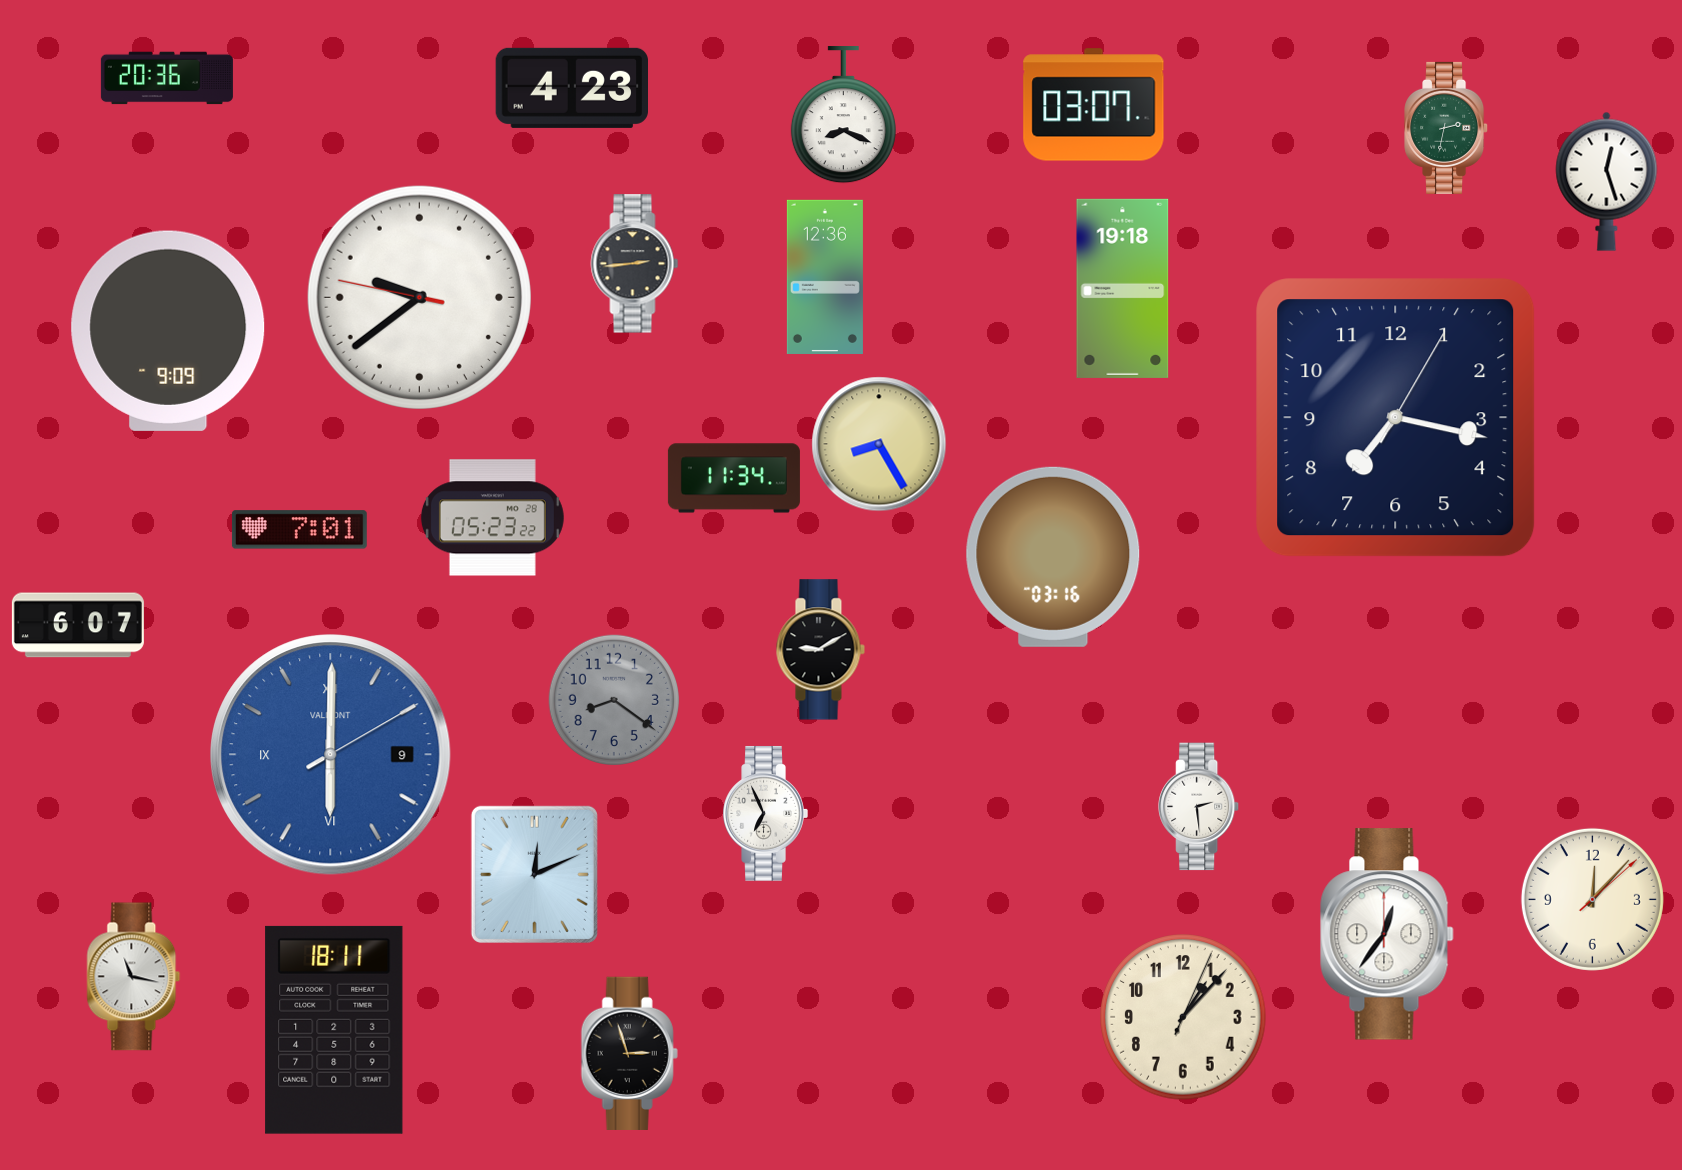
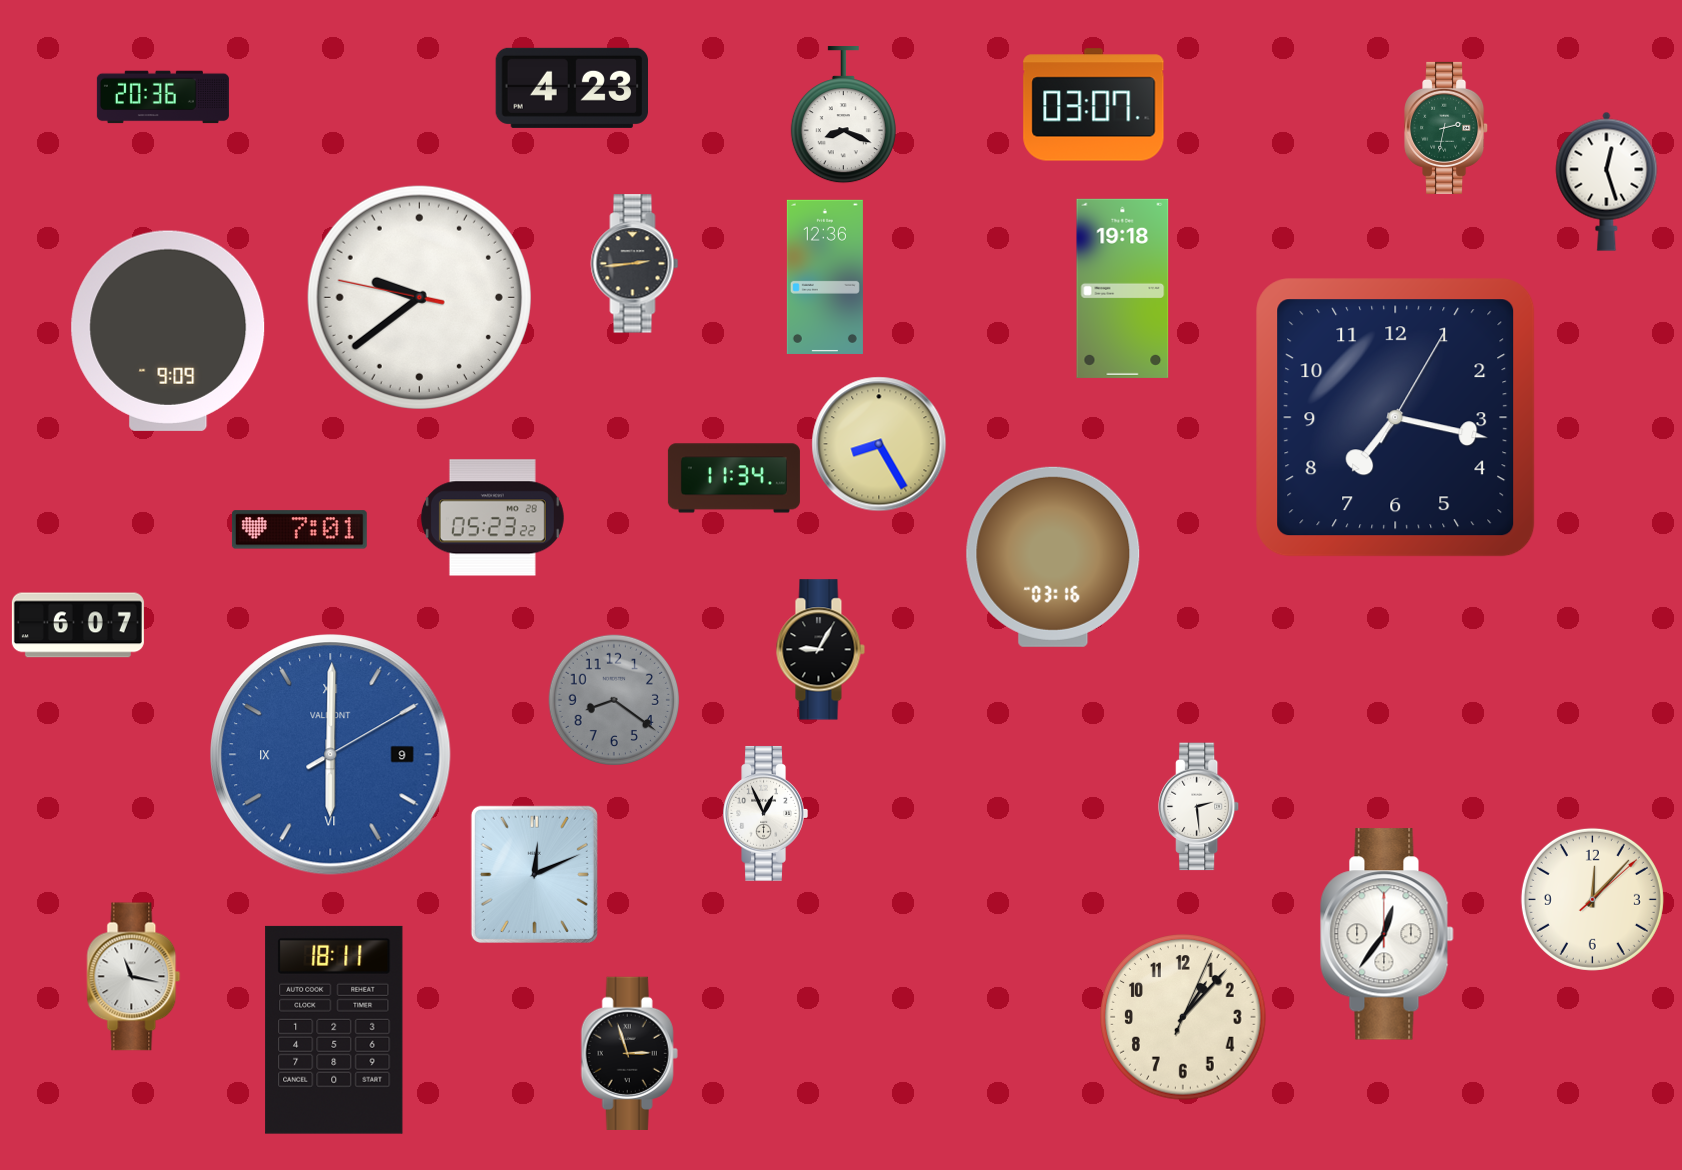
clock at (167, 78) position: (167, 78) -> (163, 97)
clock at (820, 650): 9:10 -> 9:05
clock at (765, 813): 6:56 -> 12:56
